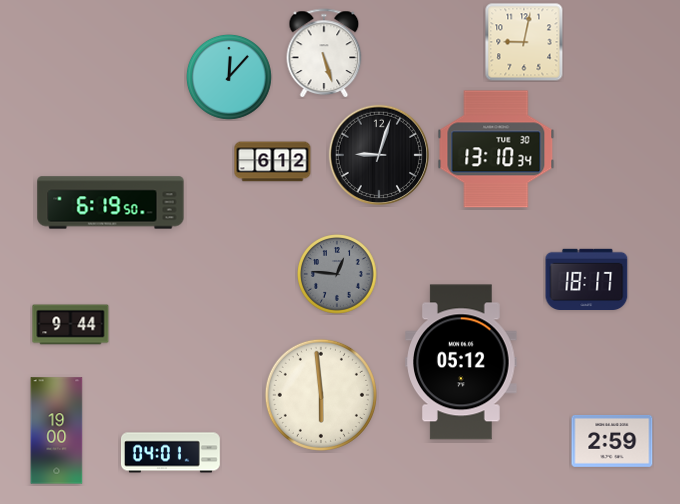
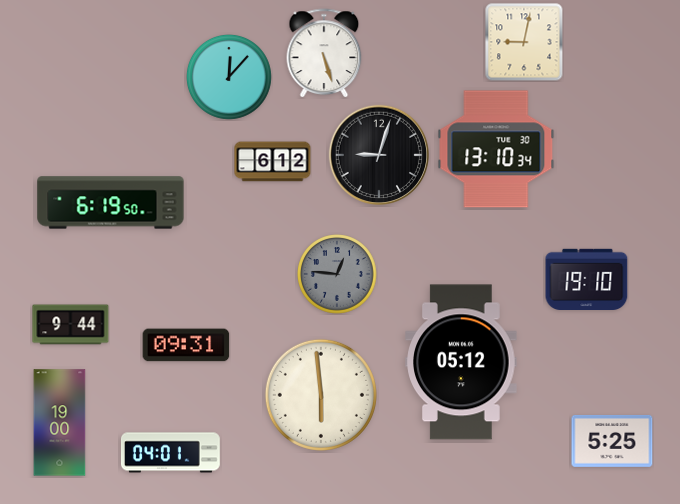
clock at (587, 280): 18:17 -> 19:10
clock at (186, 345): none -> 09:31
clock at (57, 431) position: (57, 431) -> (60, 423)
clock at (612, 441): 2:59 -> 5:25
